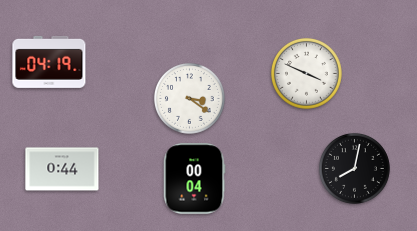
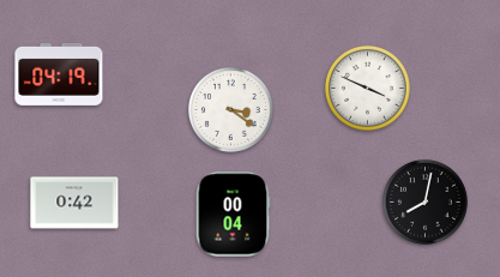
clock at (190, 99) position: (190, 99) -> (231, 110)
clock at (62, 169): 0:44 -> 0:42
